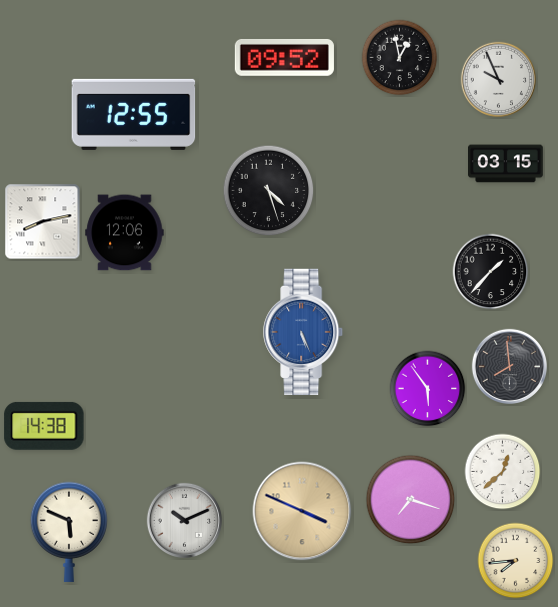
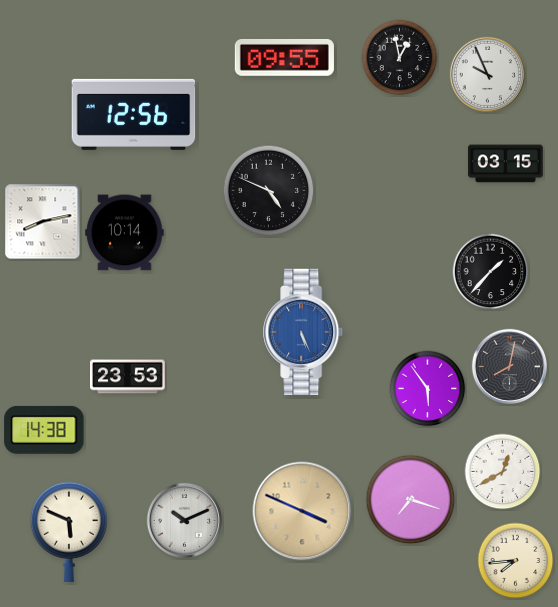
clock at (284, 57): 09:52 -> 09:55
clock at (498, 79) position: (498, 79) -> (487, 74)
clock at (134, 114): 12:55 -> 12:56
clock at (269, 191): 4:27 -> 4:49
clock at (125, 233): 12:06 -> 10:14
clock at (509, 366): 7:59 -> 8:02
clock at (128, 377): none -> 23:53
clock at (44, 426) position: (44, 426) -> (44, 430)
clock at (503, 472): 12:38 -> 12:40
